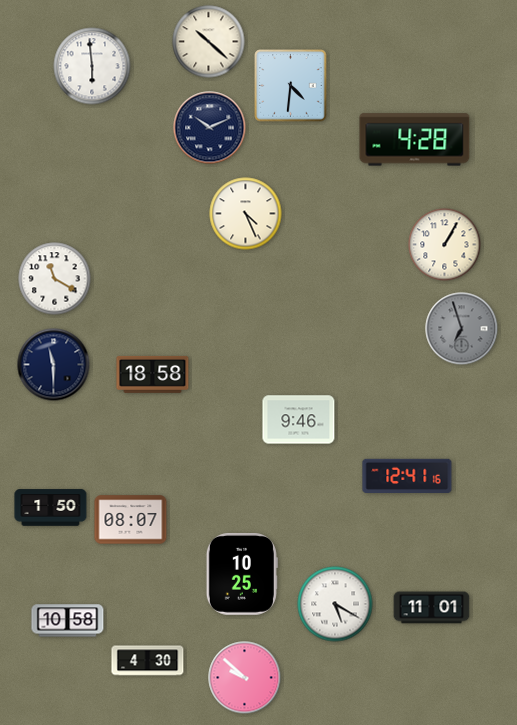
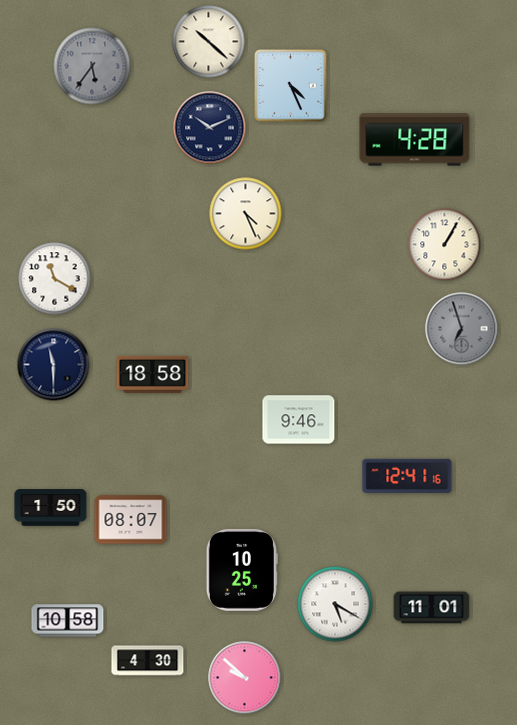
clock at (92, 66): 5:59 -> 5:36
clock at (92, 66) dial: white -> grey
clock at (291, 86): 4:31 -> 4:26
clock at (242, 574) position: (242, 574) -> (242, 570)
